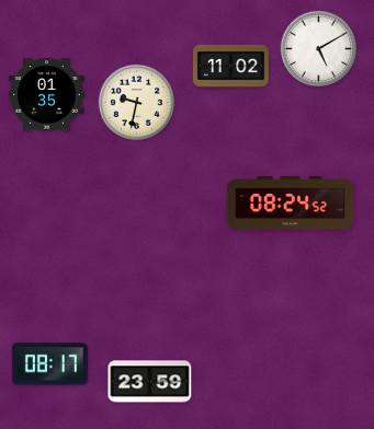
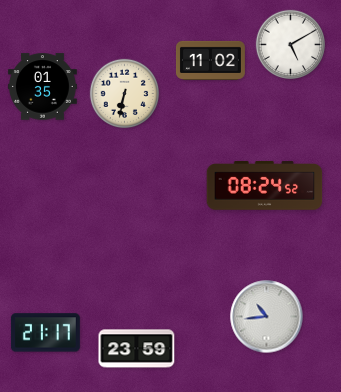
clock at (137, 103): 9:32 -> 6:32
clock at (267, 317): none -> 10:44
clock at (49, 364): 08:17 -> 21:17
